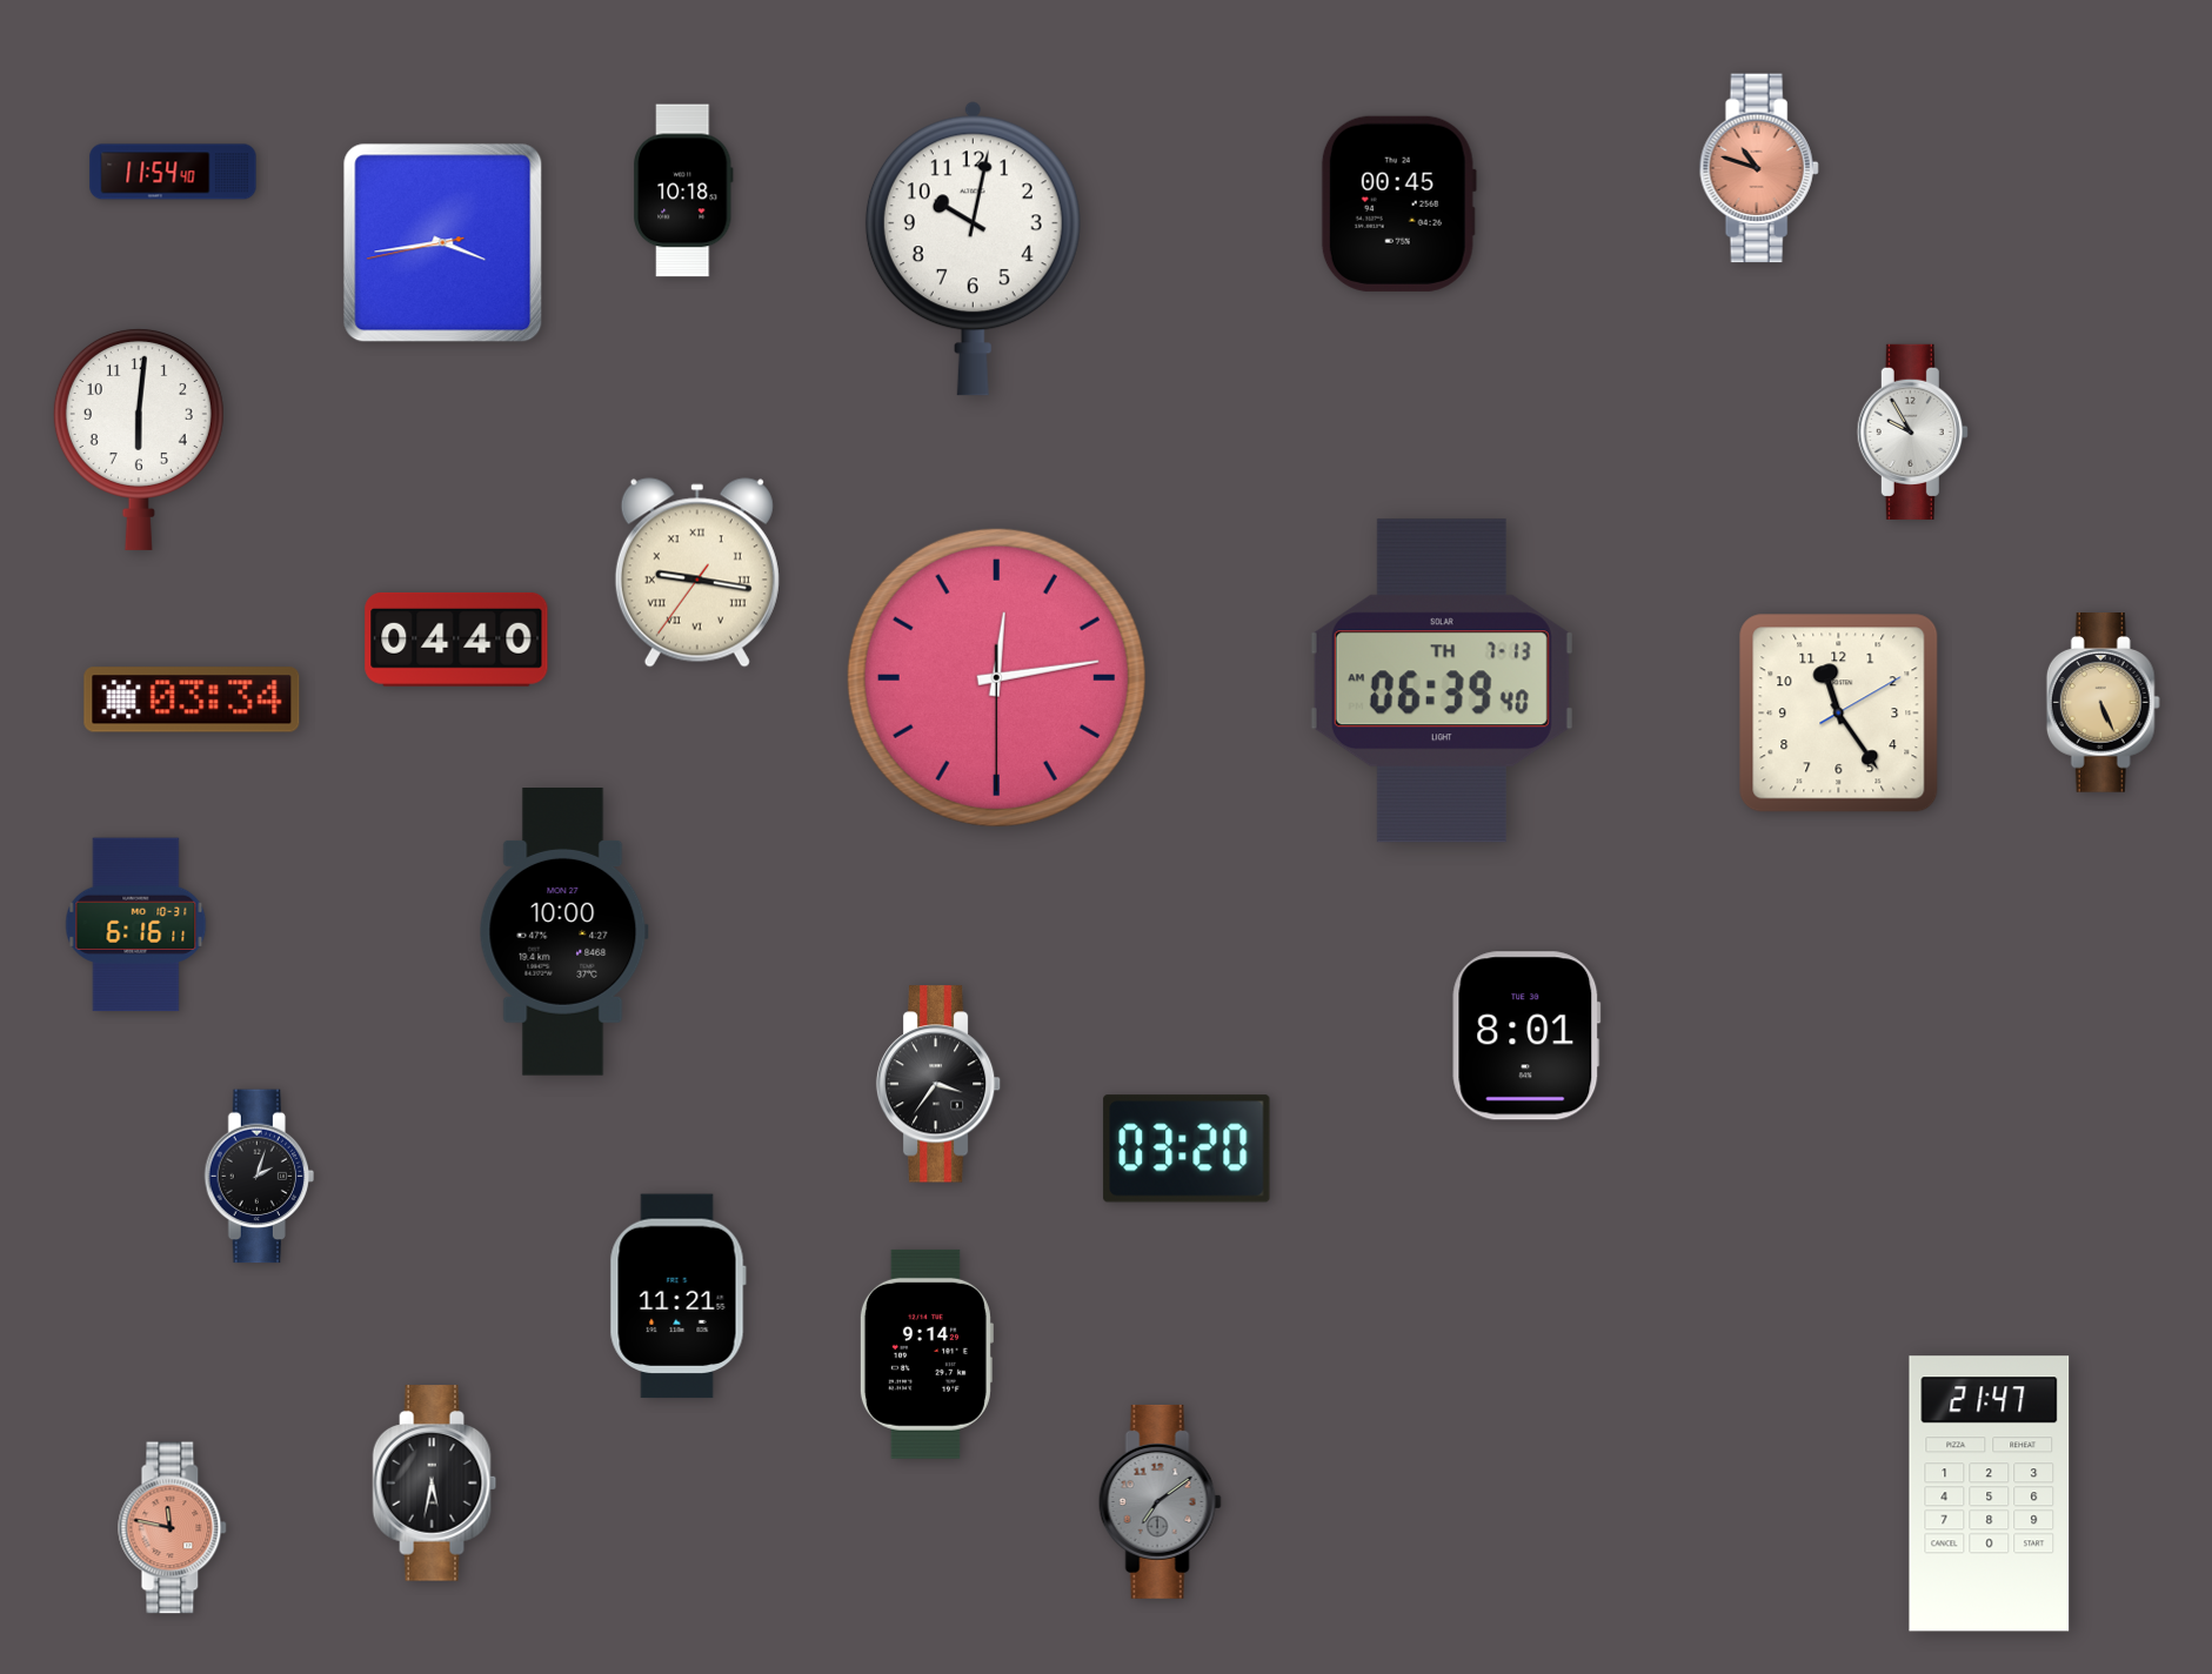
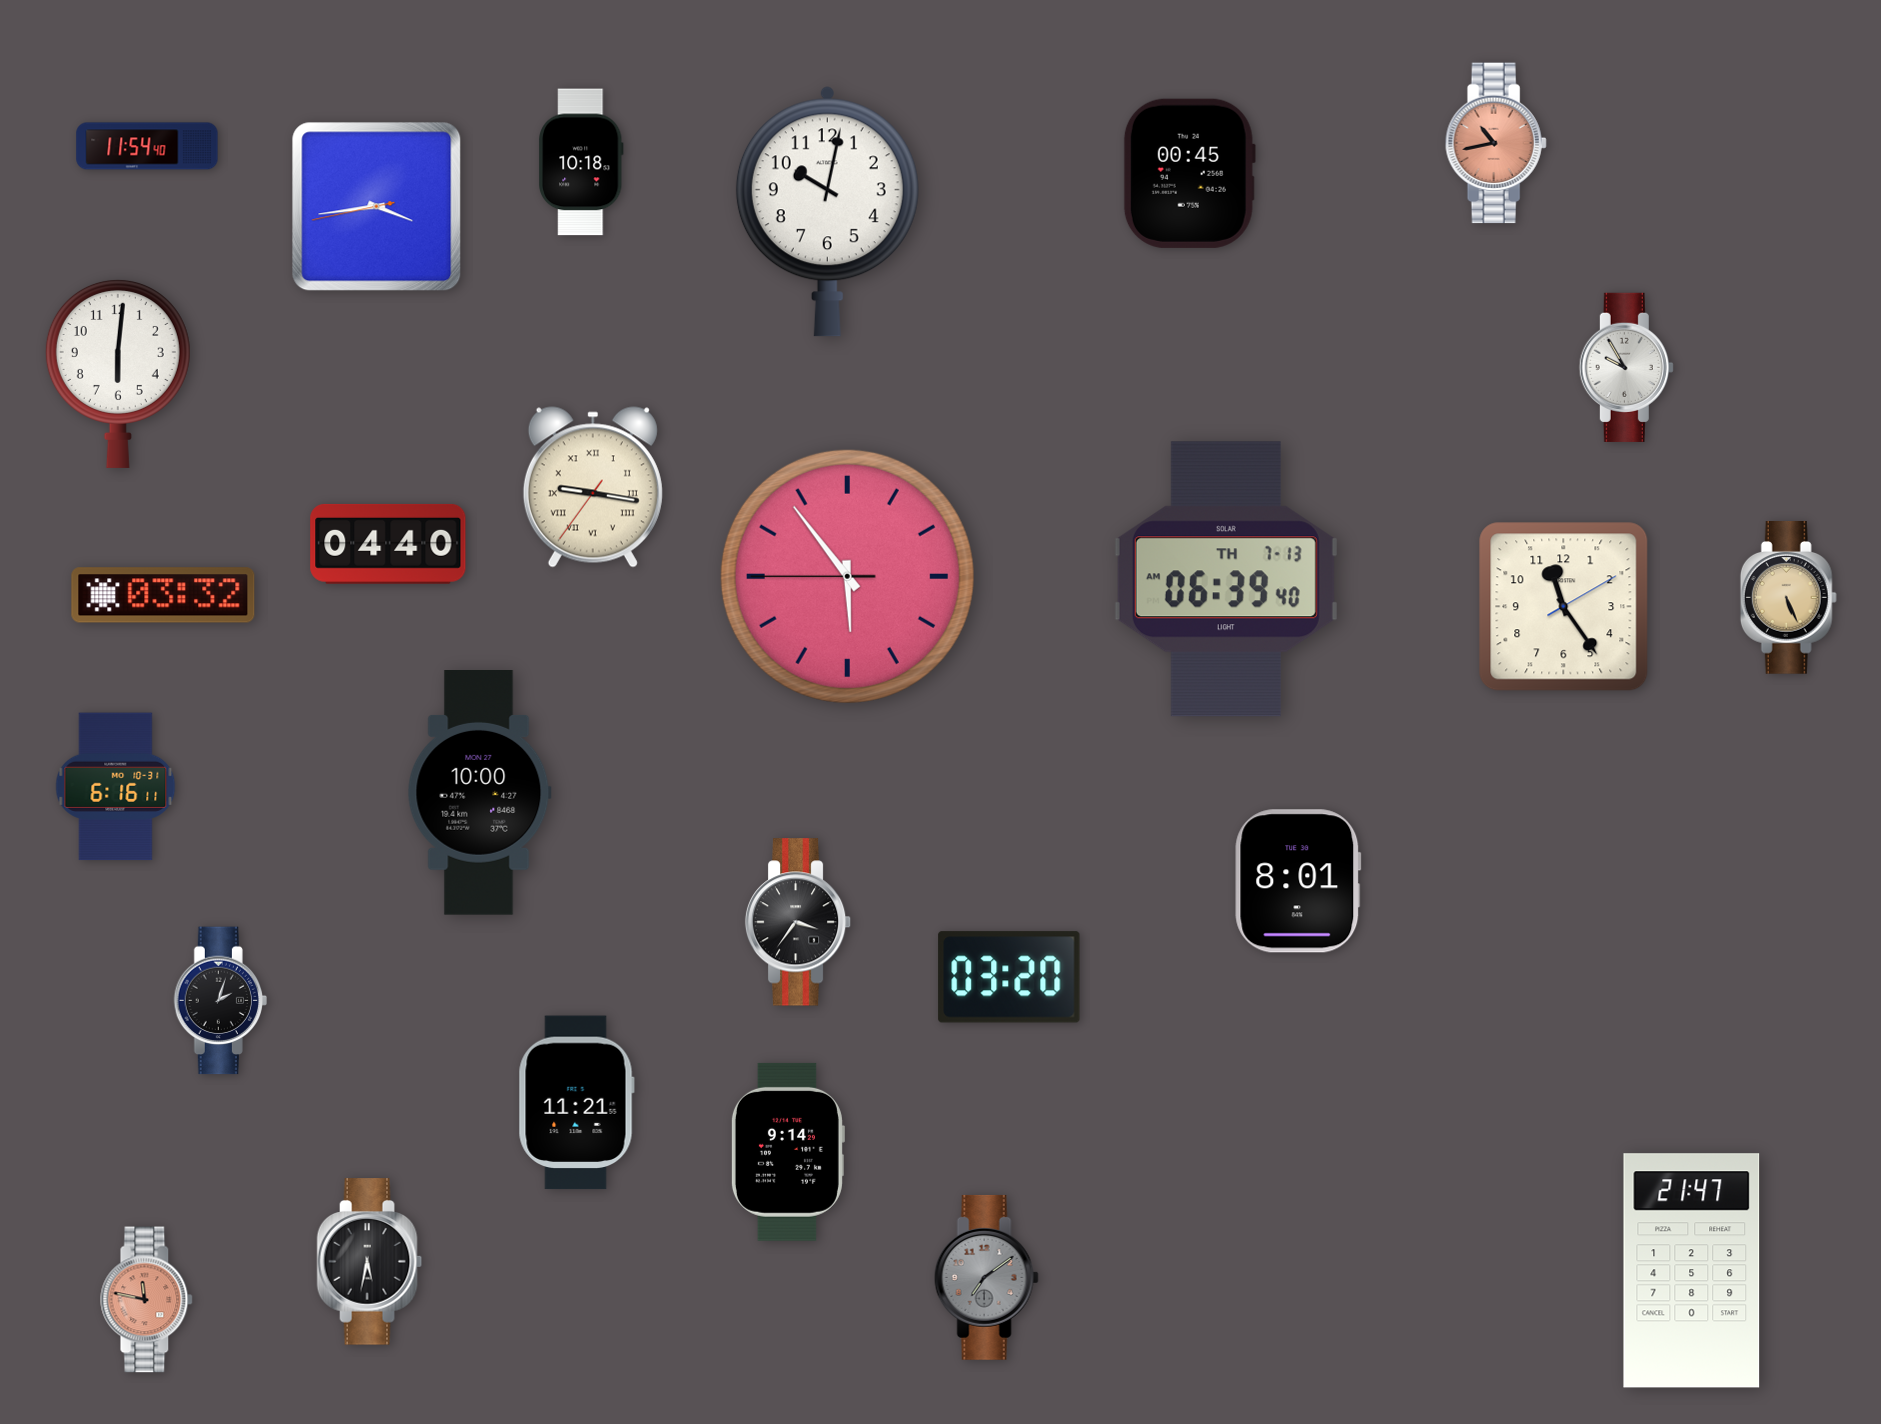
clock at (1759, 168): 10:48 -> 10:43
clock at (996, 677): 12:13 -> 5:53
clock at (192, 699): 03:34 -> 03:32
